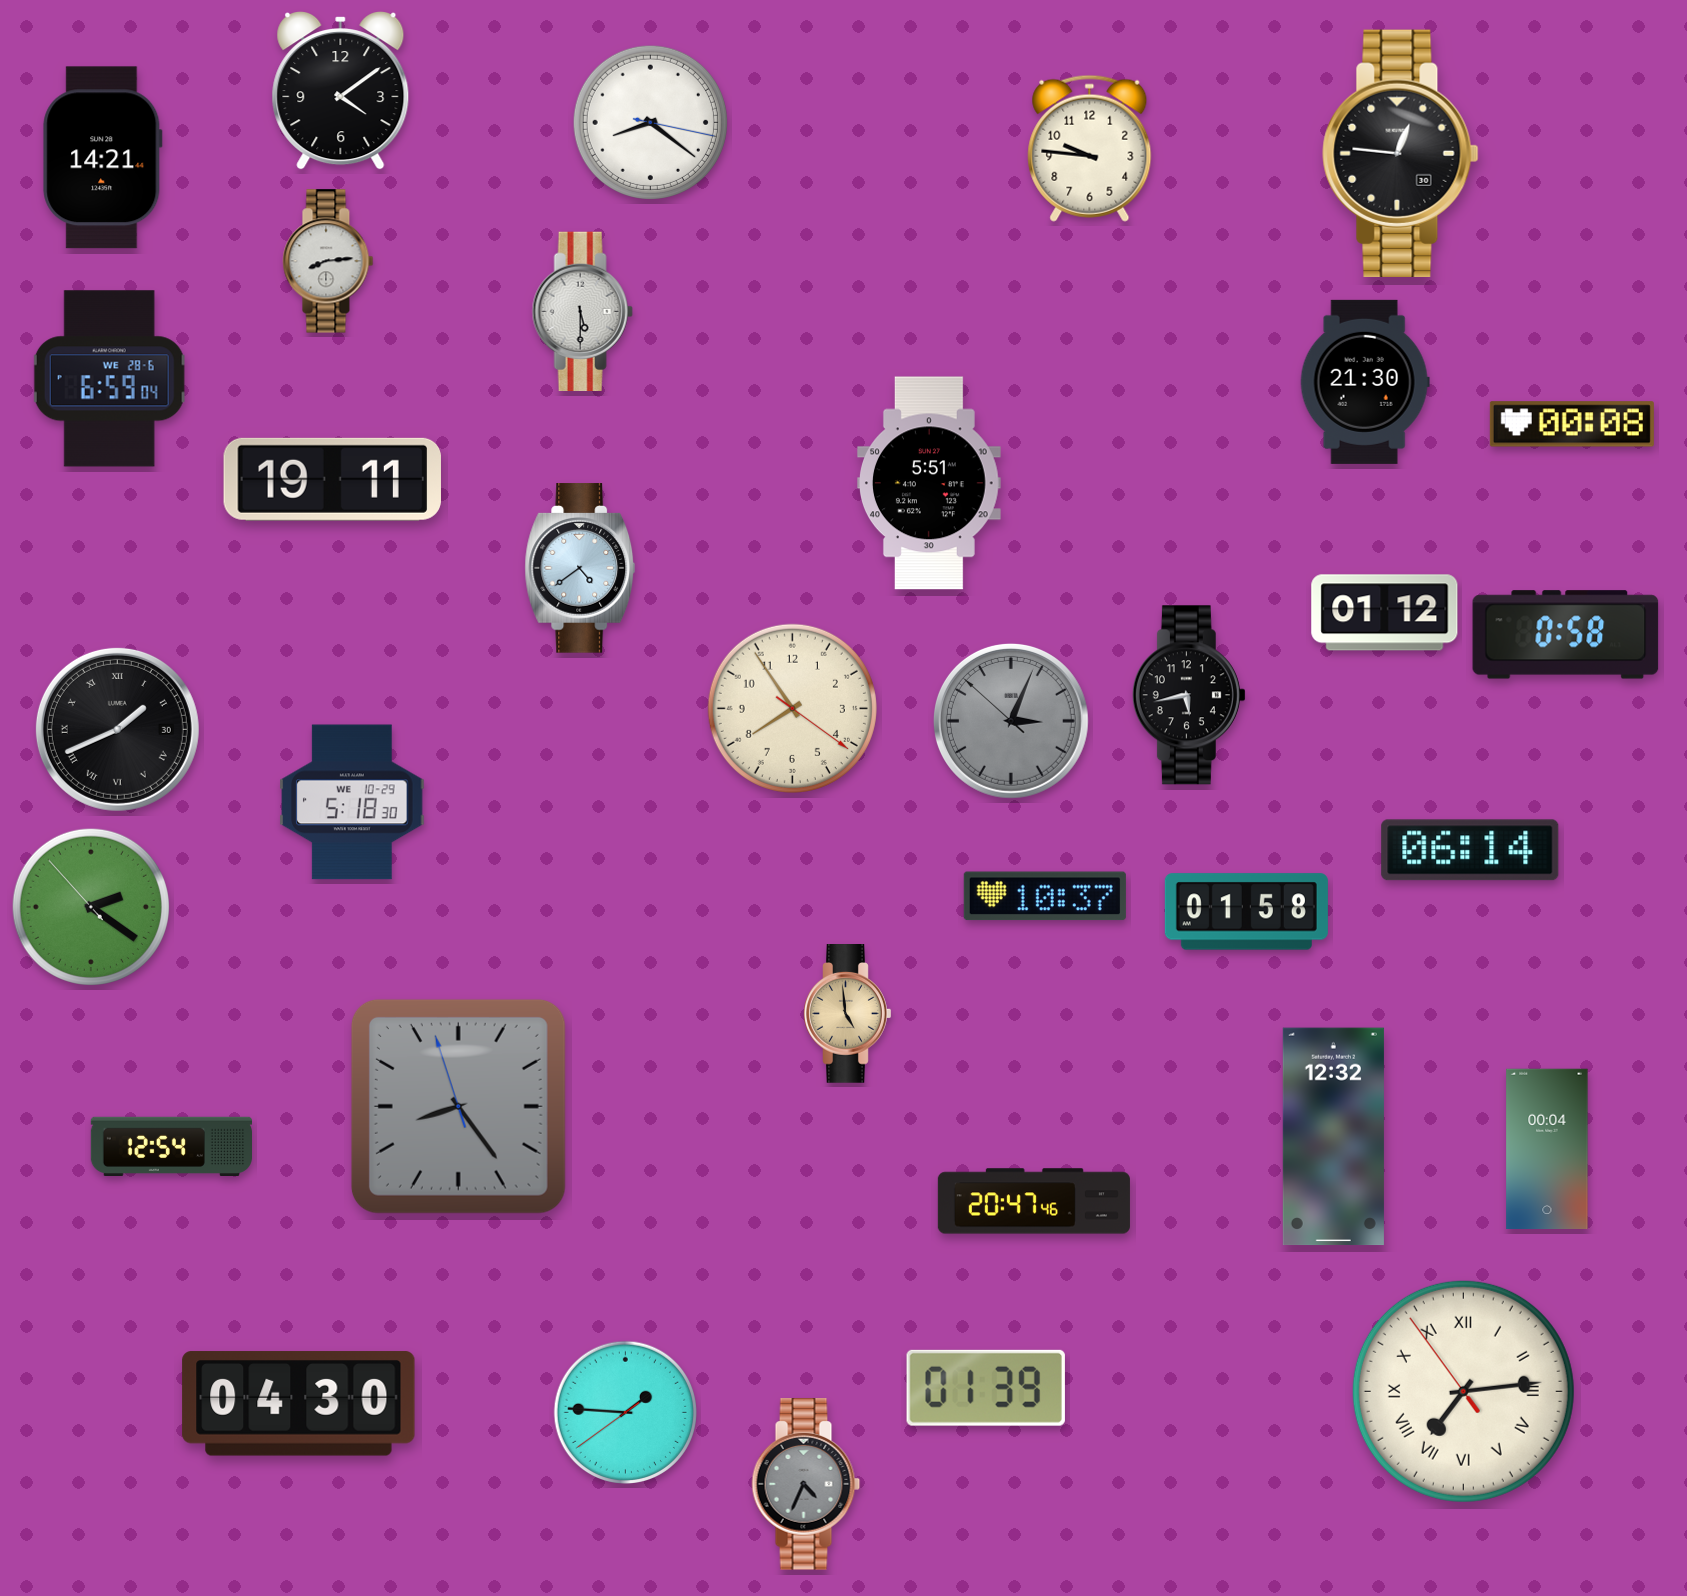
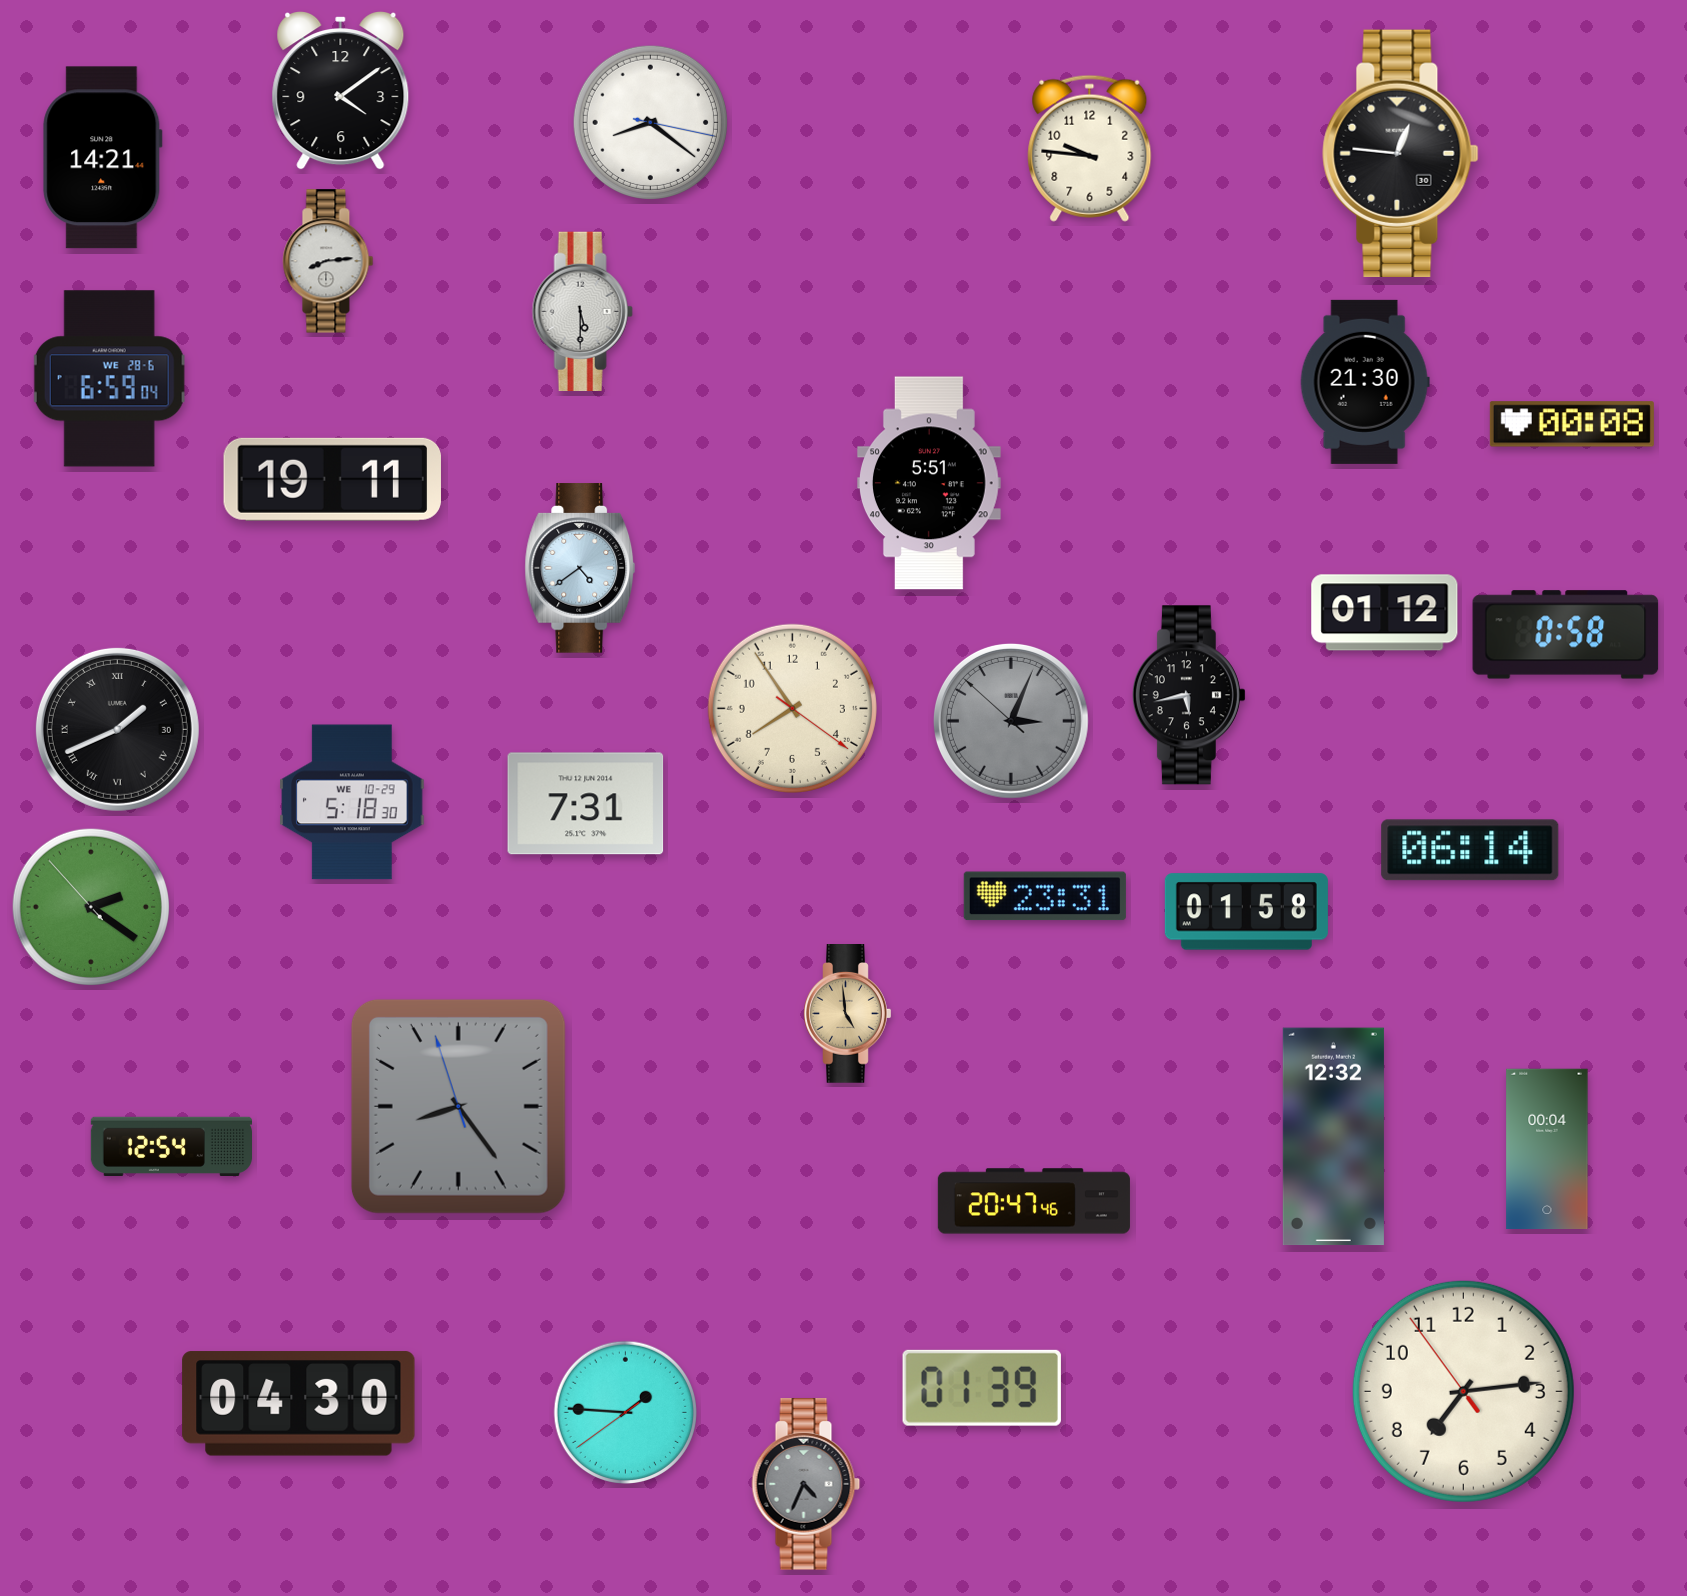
clock at (586, 804): none -> 7:31
clock at (1045, 896): 10:37 -> 23:31
clock at (986, 1388) position: (986, 1388) -> (982, 1388)
clock at (1463, 1391) numerals: Roman -> Arabic
